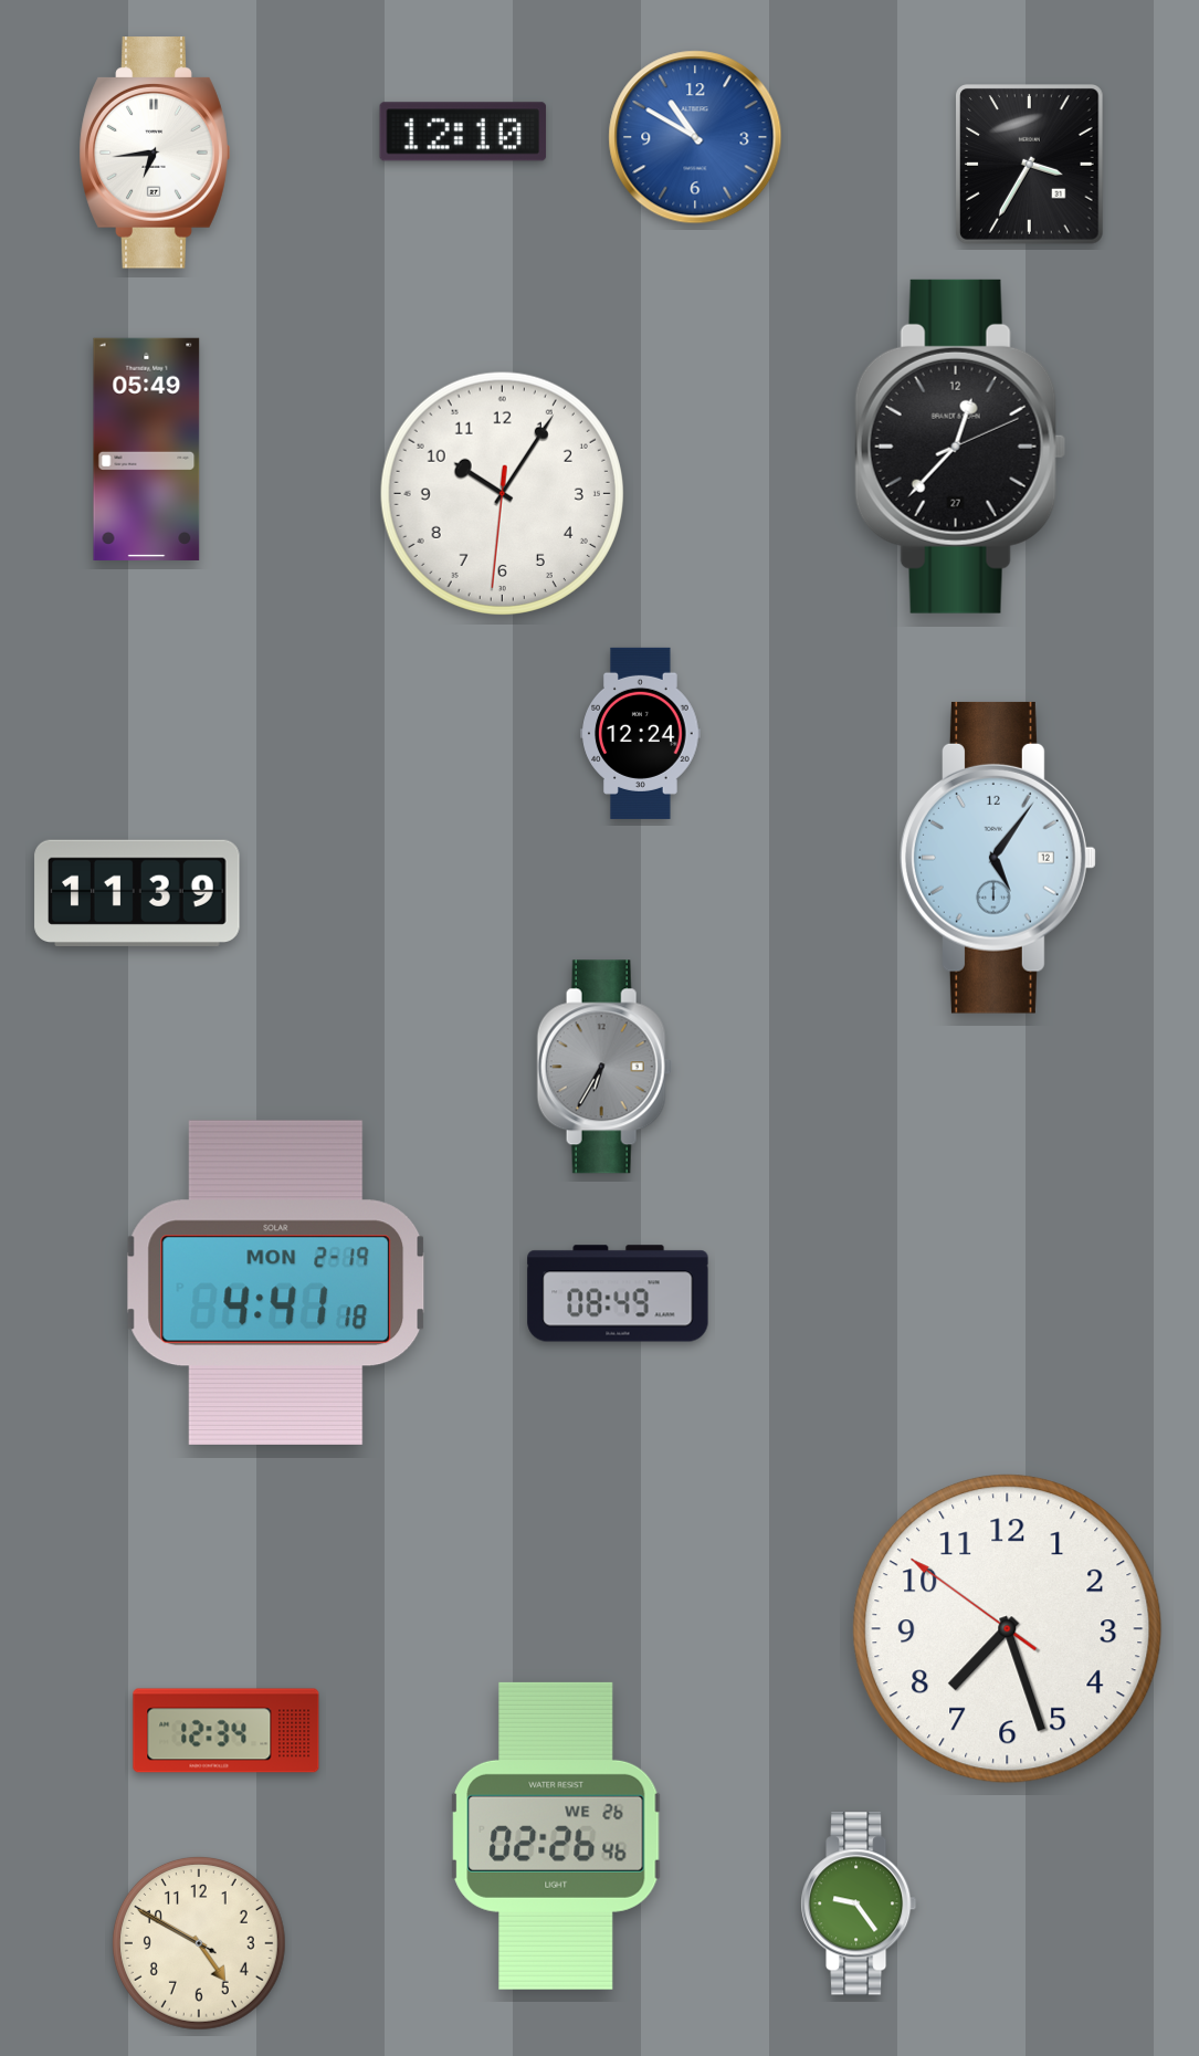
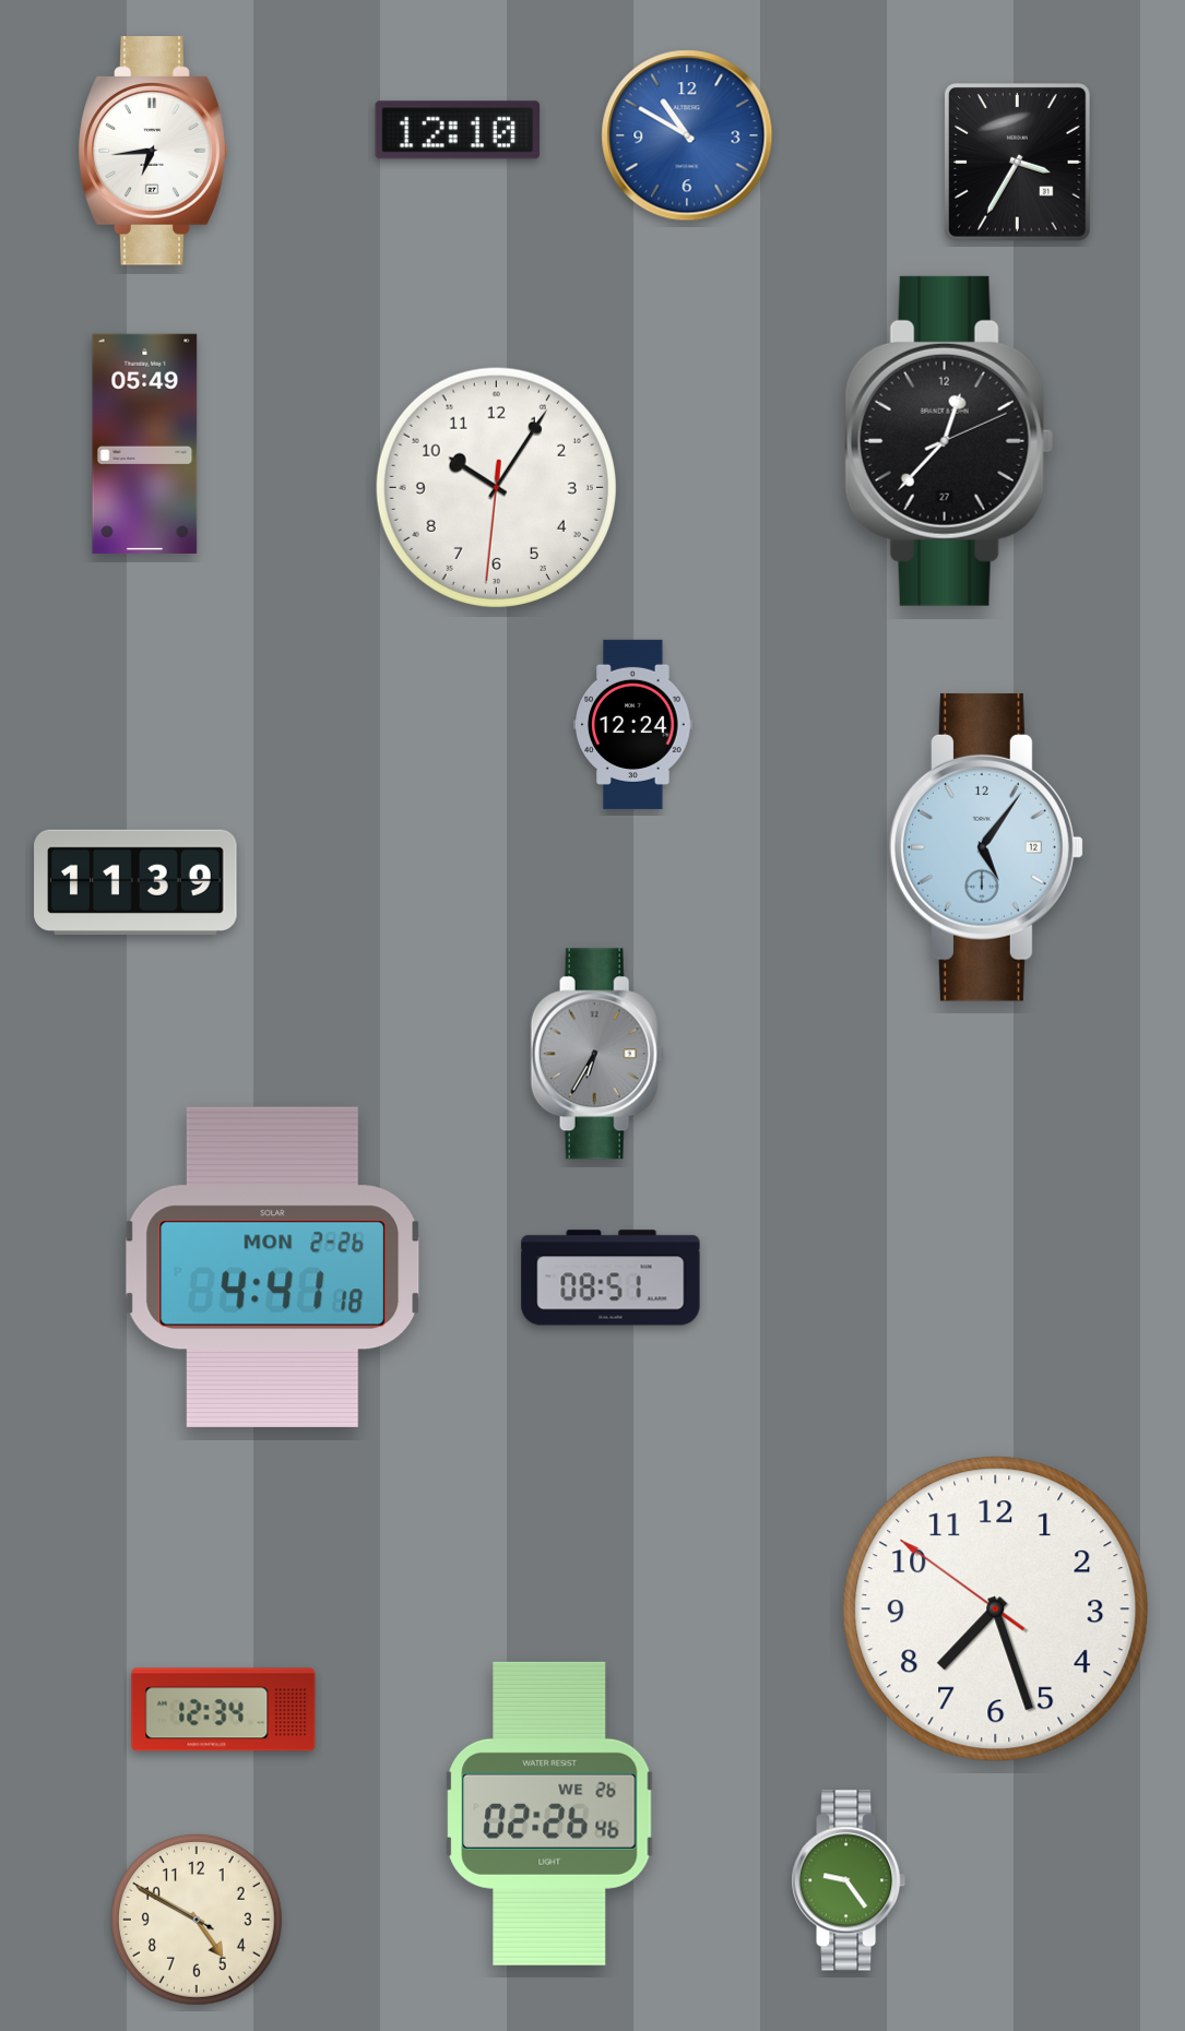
clock at (276, 1282) date: MON 2-19 -> MON 2-26
clock at (618, 1293): 08:49 -> 08:51
